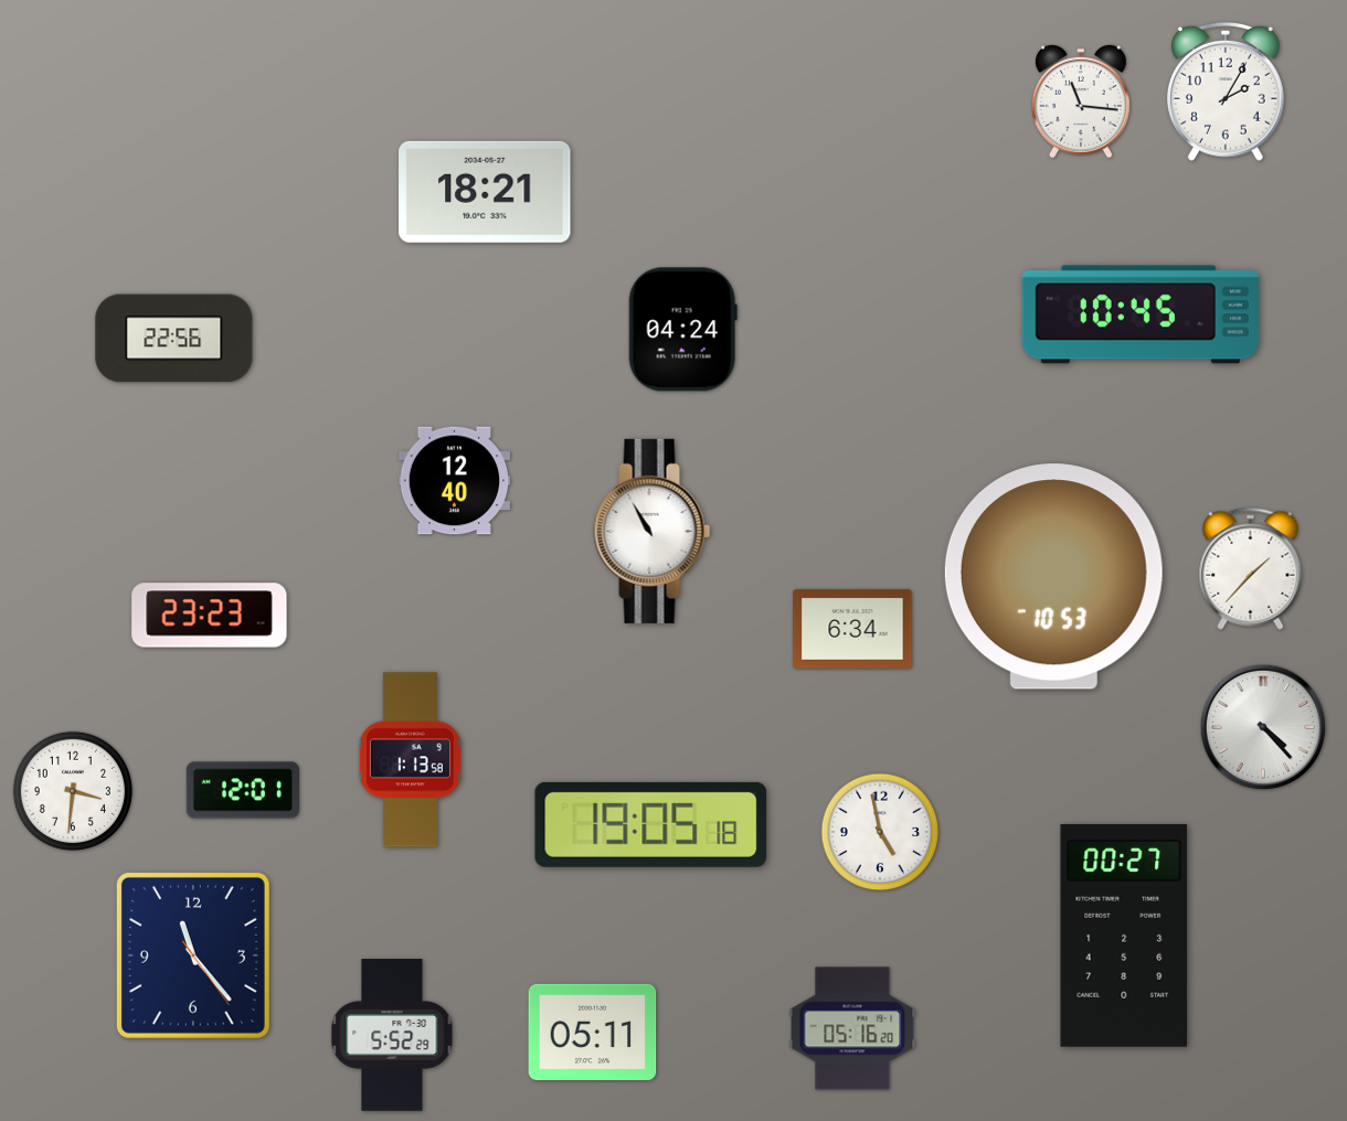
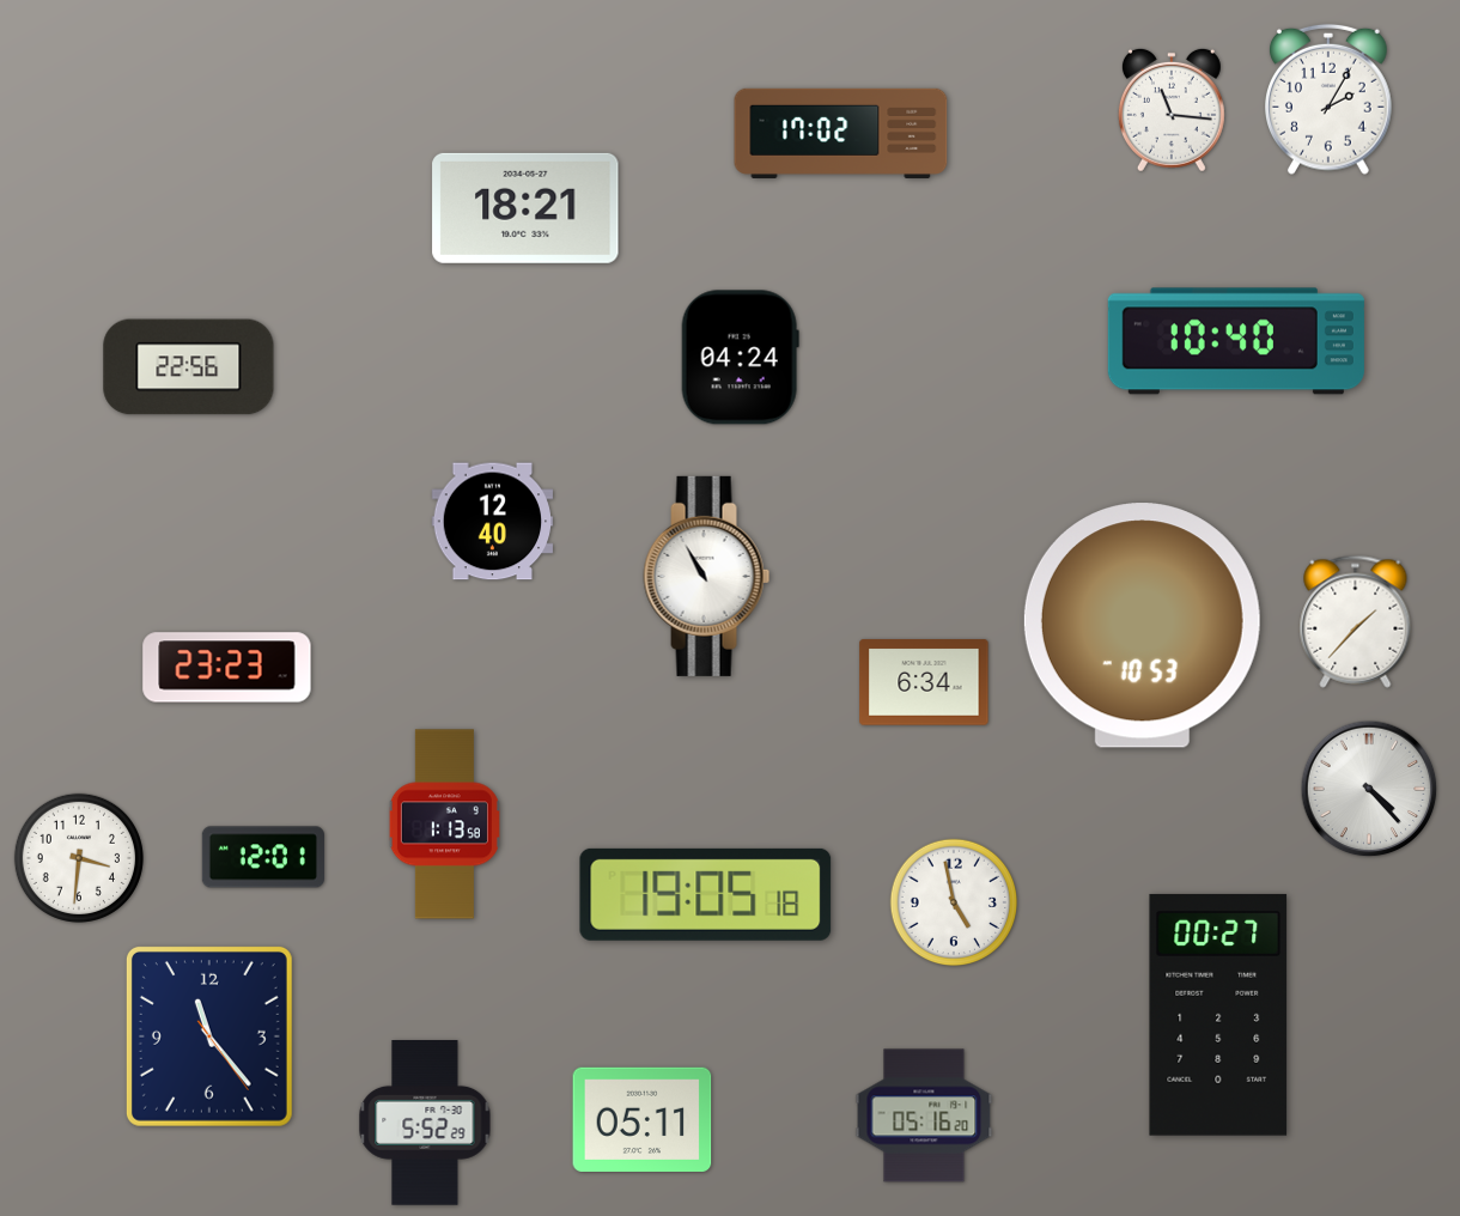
clock at (841, 133): none -> 17:02
clock at (1141, 314): 10:45 -> 10:40
clock at (1251, 568) position: (1251, 568) -> (1356, 621)
